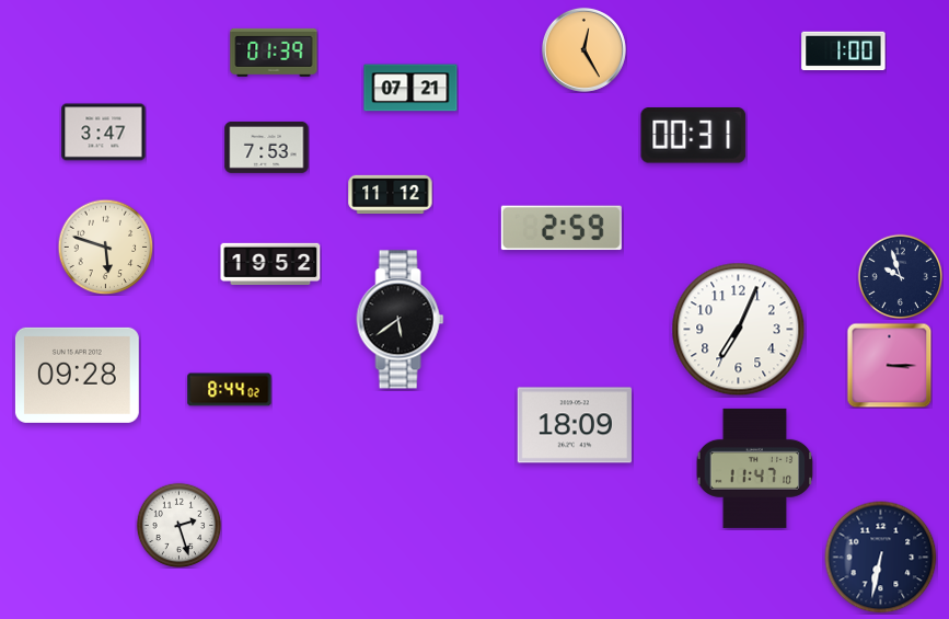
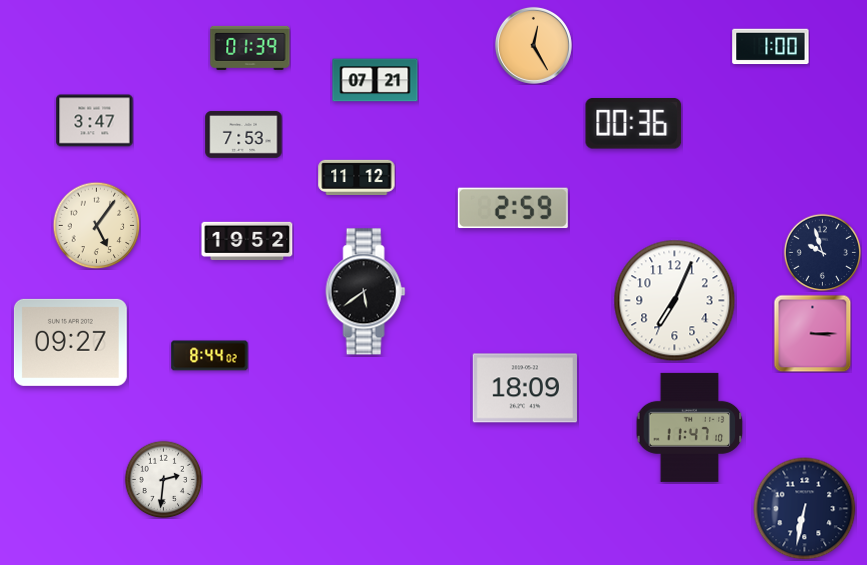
clock at (694, 136): 00:31 -> 00:36
clock at (105, 247): 5:48 -> 5:06
clock at (77, 375): 09:28 -> 09:27
clock at (178, 525): 2:27 -> 2:31
